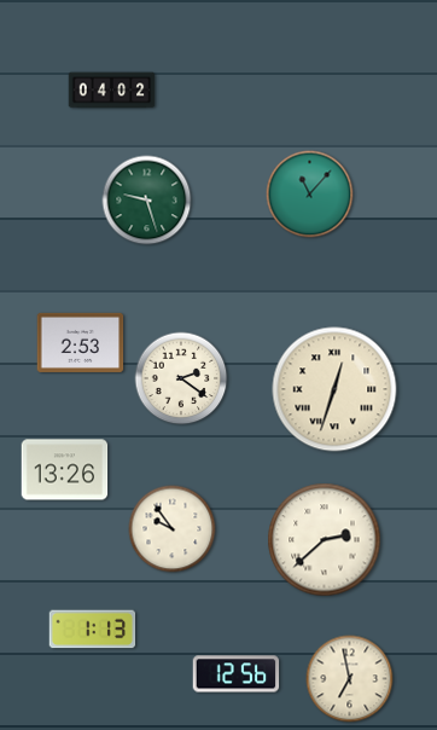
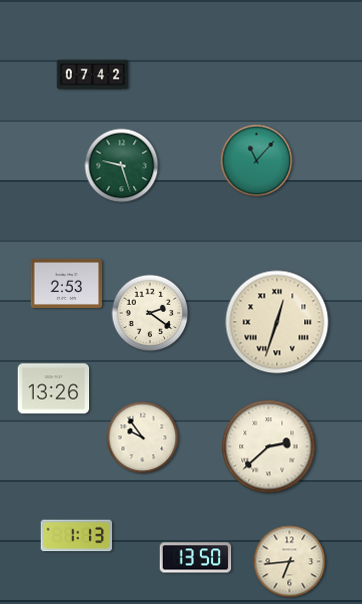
clock at (112, 91): 04:02 -> 07:42
clock at (93, 630) position: (93, 630) -> (77, 536)
clock at (237, 674): 12:56 -> 13:50
clock at (350, 679): 6:58 -> 6:44
